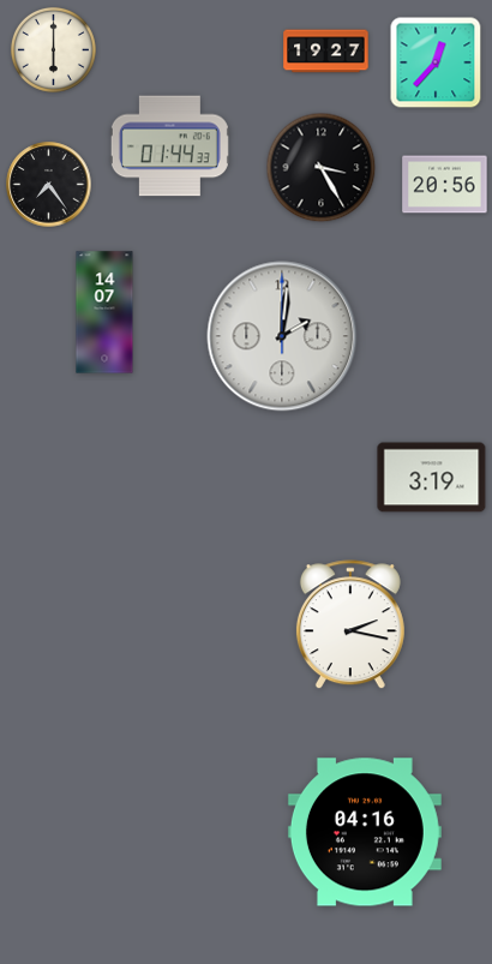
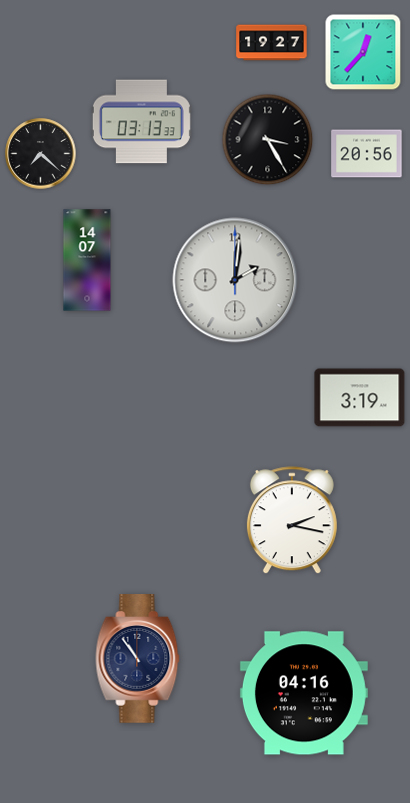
clock at (53, 49): 6:00 -> none
clock at (169, 146): 01:44 -> 03:13
clock at (49, 185): 7:24 -> 7:22
clock at (445, 185) position: (445, 185) -> (367, 154)
clock at (138, 659): none -> 10:54
